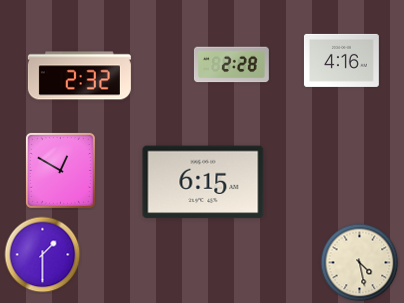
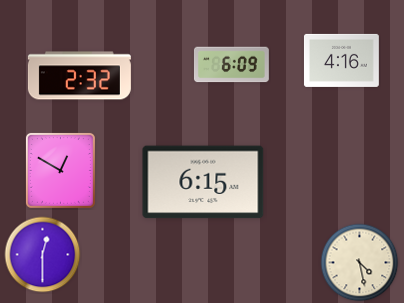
clock at (231, 65): 2:28 -> 6:09
clock at (43, 255): 1:30 -> 12:30
